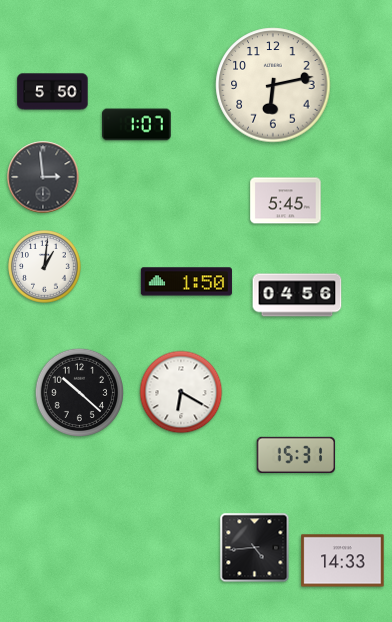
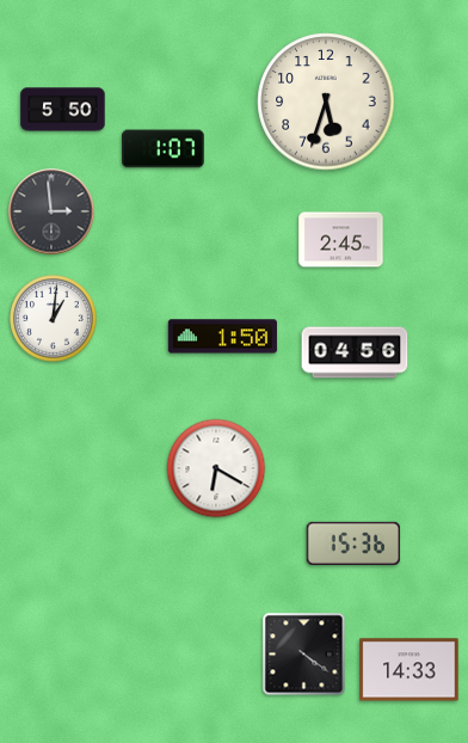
clock at (273, 85): 6:13 -> 5:33
clock at (286, 201): 5:45 -> 2:45
clock at (79, 392): 10:22 -> none
clock at (296, 455): 15:31 -> 15:36
clock at (255, 548): 4:44 -> 4:21
